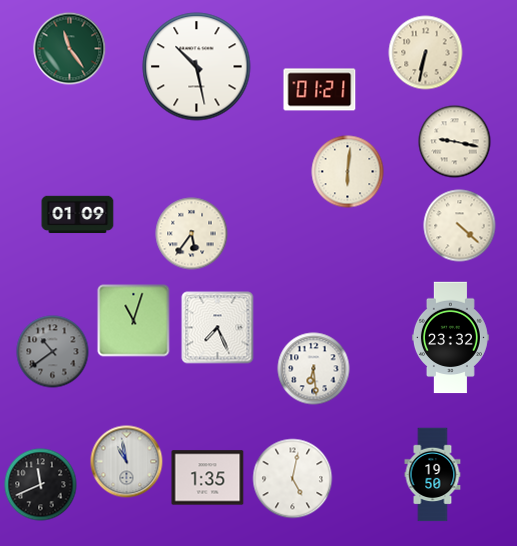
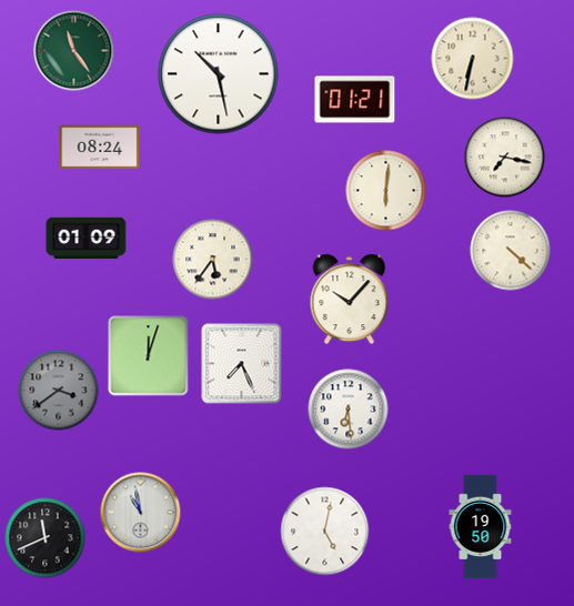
clock at (70, 49) position: (70, 49) -> (74, 51)
clock at (100, 148): none -> 08:24
clock at (455, 142): 9:17 -> 7:17
clock at (350, 300): none -> 10:07
clock at (134, 321): 11:03 -> 12:03
clock at (450, 338): 23:32 -> none
clock at (53, 352): 10:39 -> 3:39
clock at (208, 478): 1:35 -> none
